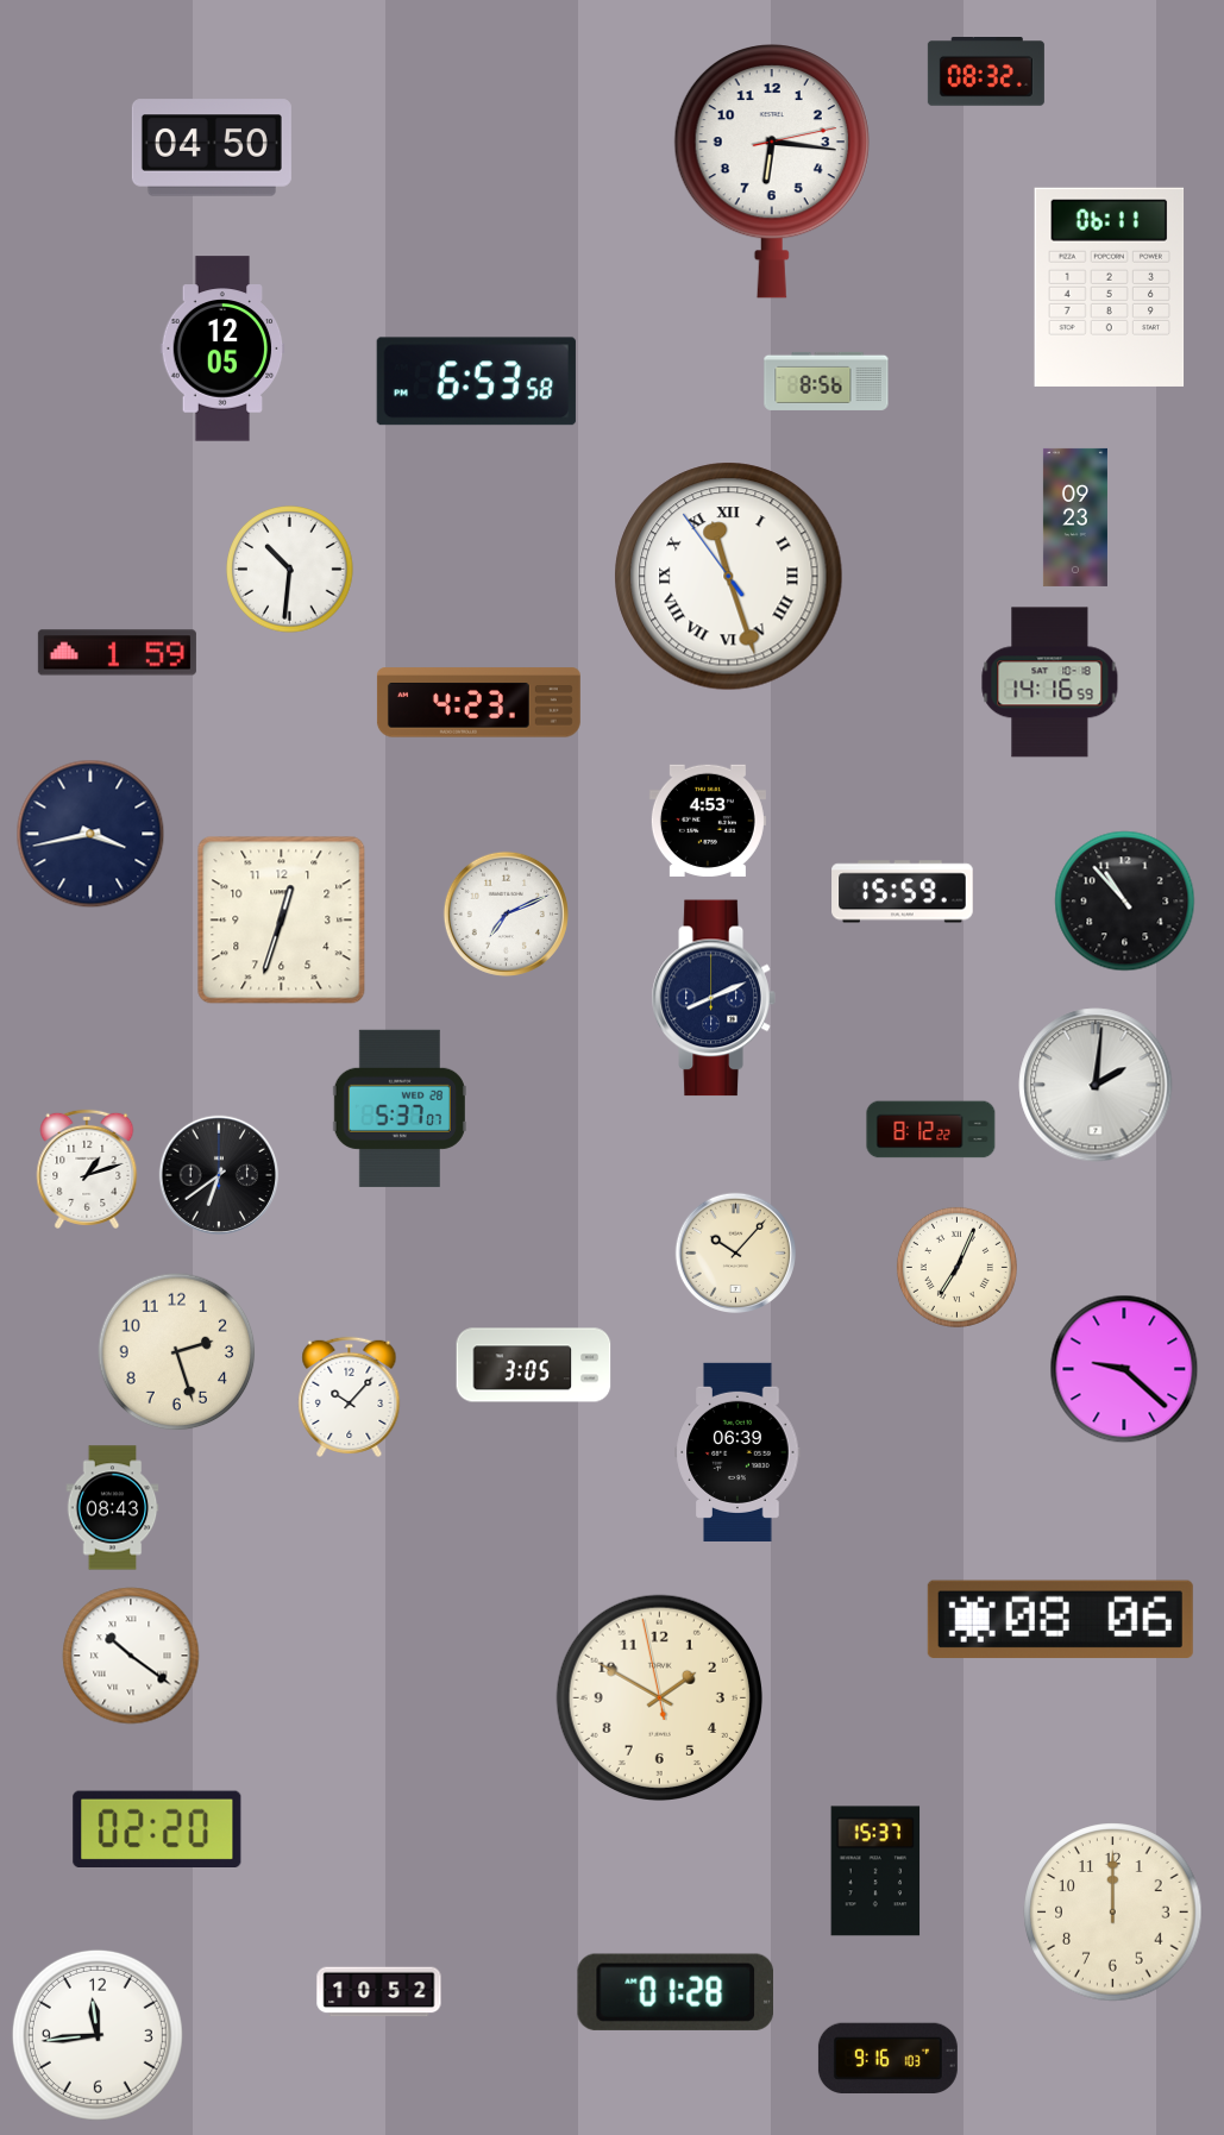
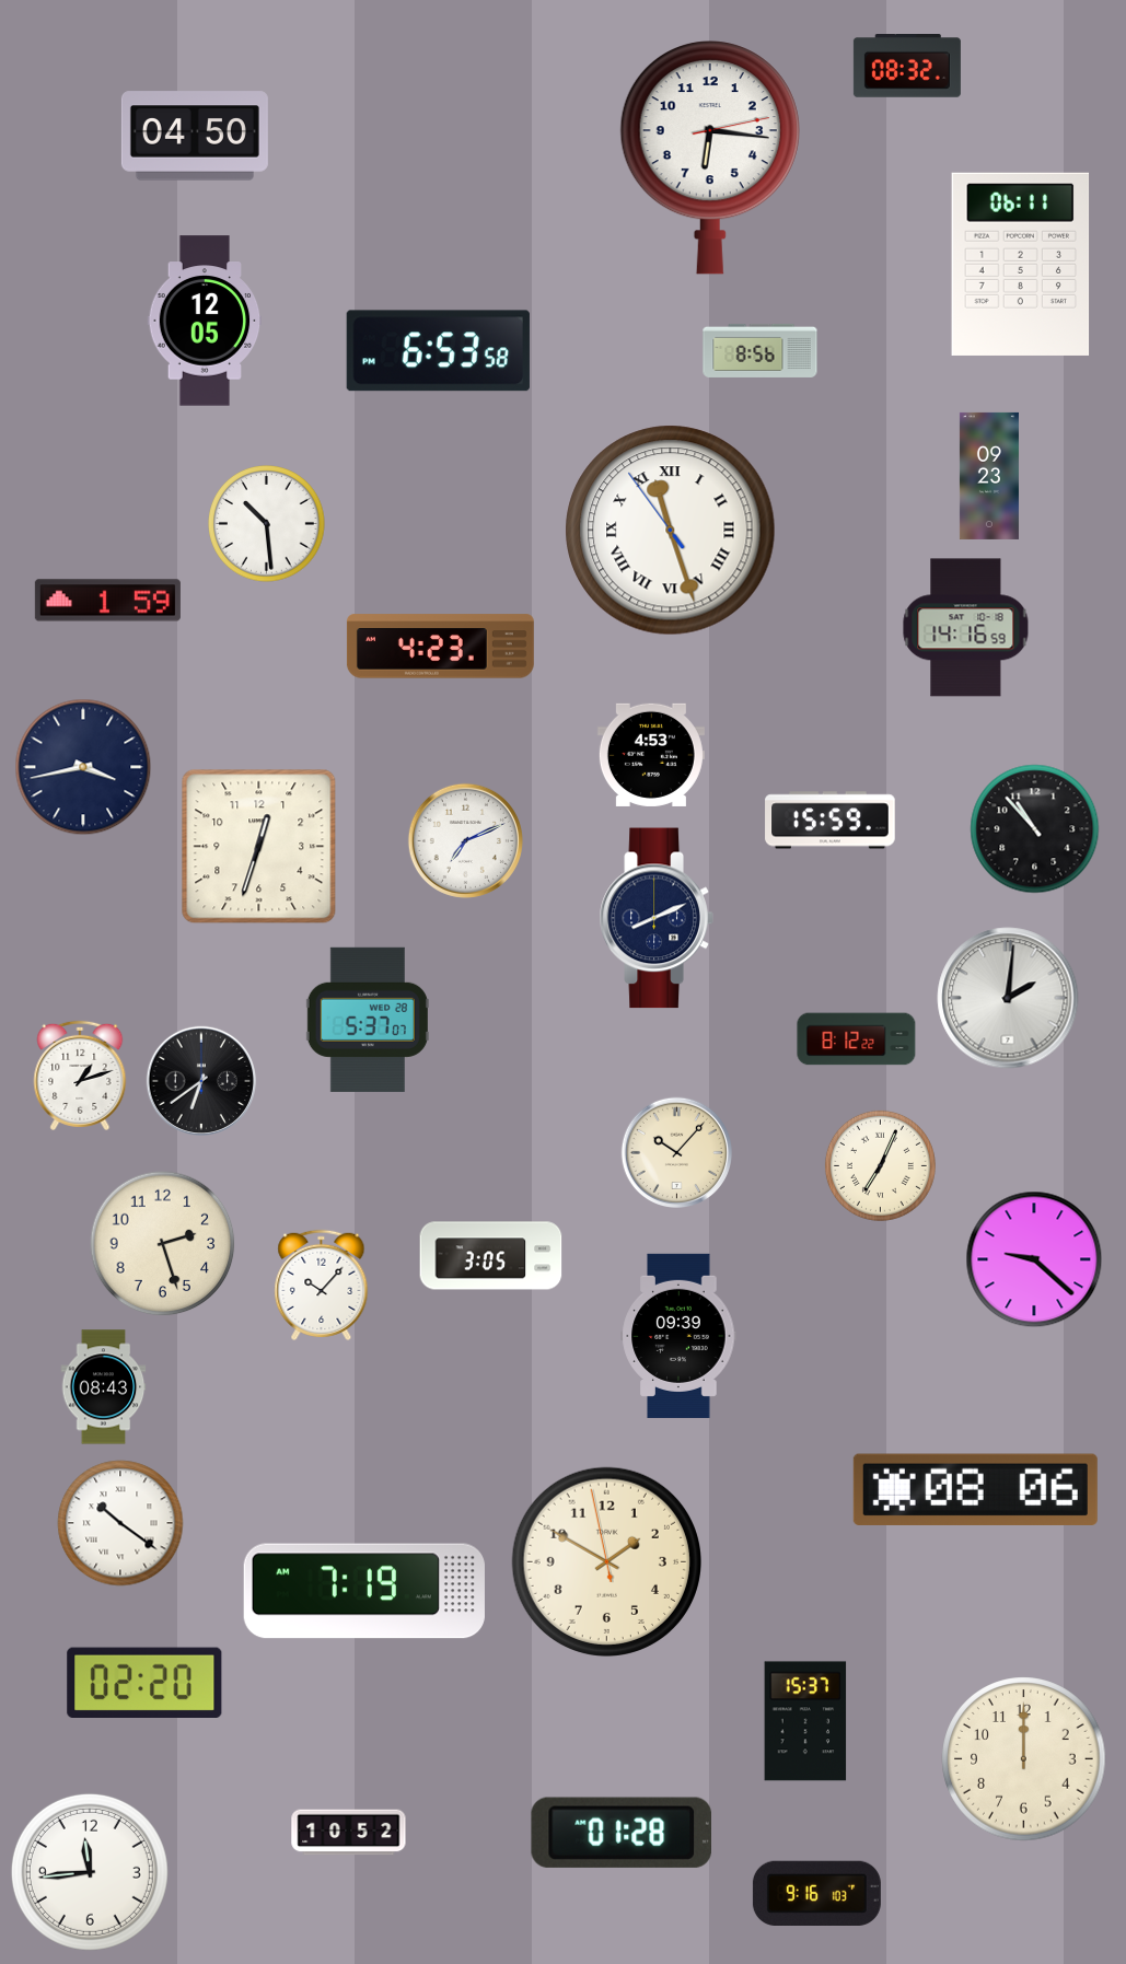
clock at (290, 570): 10:31 -> 10:29
clock at (737, 1452): 06:39 -> 09:39
clock at (364, 1591): none -> 7:19
